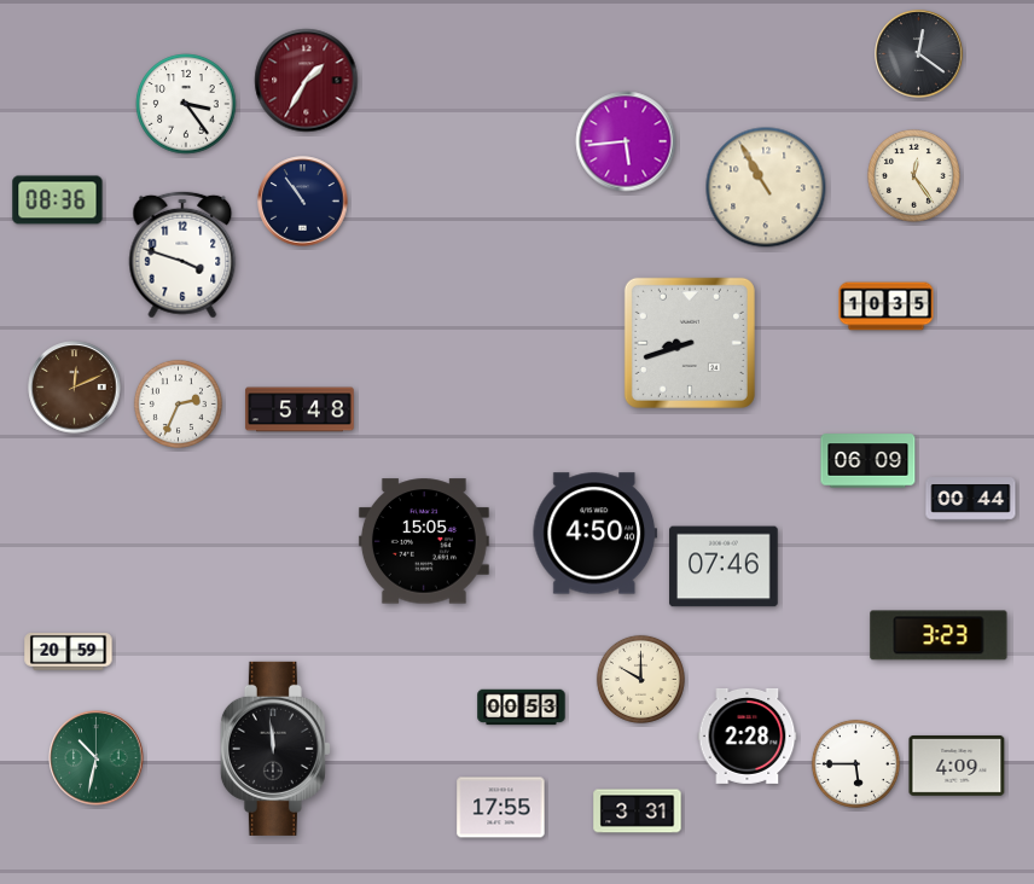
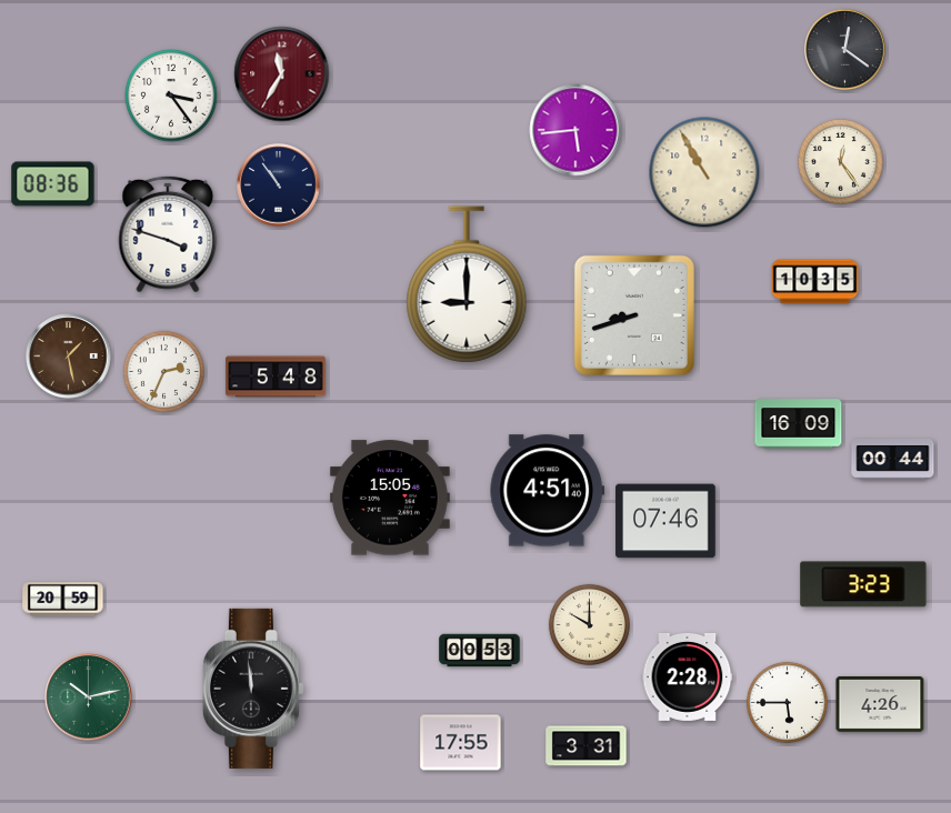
clock at (307, 81): 1:35 -> 11:35
clock at (467, 284): none -> 9:00
clock at (75, 388): 12:11 -> 1:28
clock at (869, 461): 06:09 -> 16:09
clock at (594, 534): 4:50 -> 4:51
clock at (97, 758): 10:32 -> 10:13
clock at (957, 766): 4:09 -> 4:26
